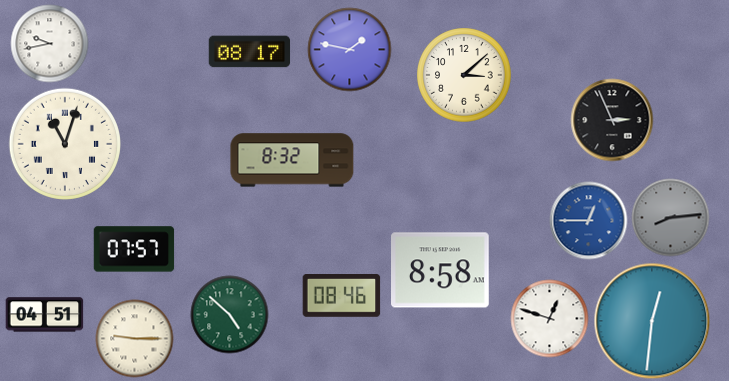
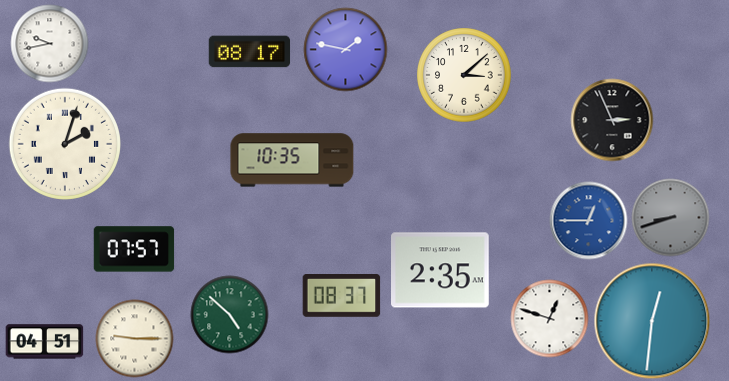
clock at (349, 49) position: (349, 49) -> (345, 49)
clock at (65, 144): 11:03 -> 2:03
clock at (292, 160): 8:32 -> 10:35
clock at (670, 217): 8:14 -> 8:42
clock at (441, 270): 8:58 -> 2:35
clock at (341, 296): 08:46 -> 08:37
clock at (44, 315) position: (44, 315) -> (44, 342)
